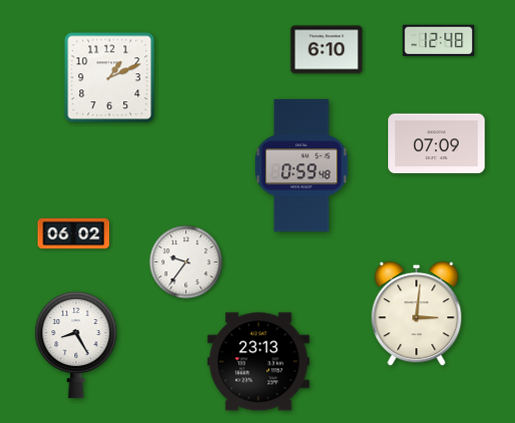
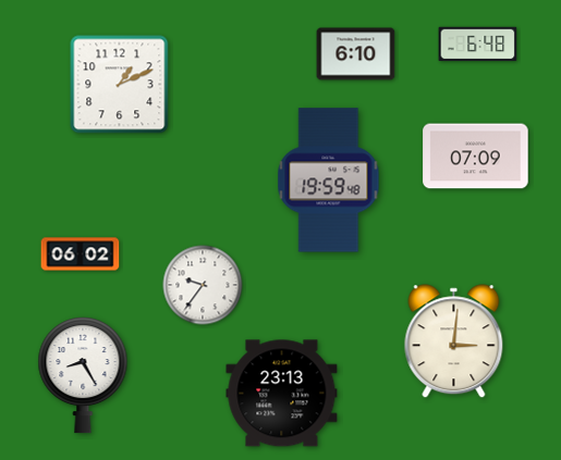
clock at (439, 41): 12:48 -> 6:48
clock at (302, 166): 0:59 -> 19:59
